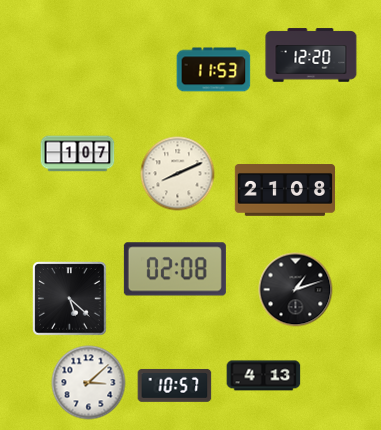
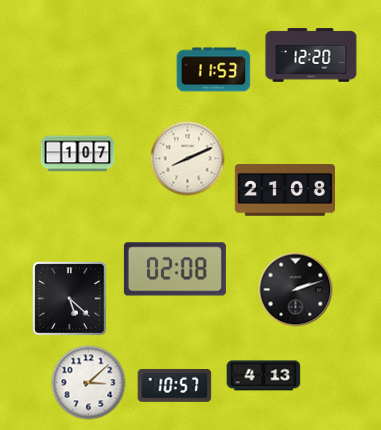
clock at (178, 174) position: (178, 174) -> (188, 159)
clock at (296, 290): 1:12 -> 2:12
